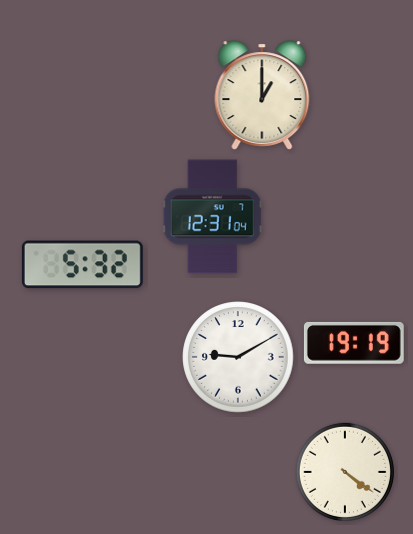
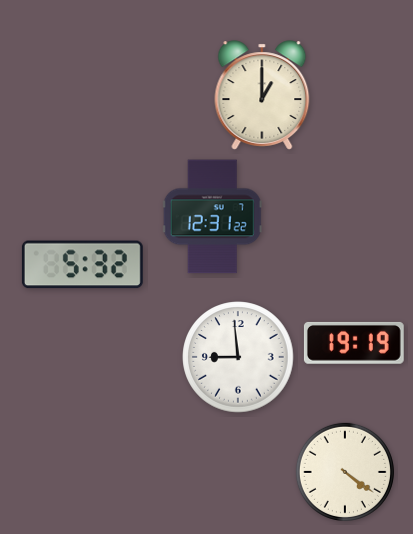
clock at (212, 217): 12:31:04 -> 12:31:22
clock at (238, 357): 9:10 -> 8:59
